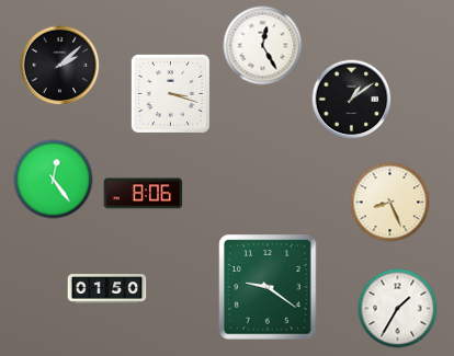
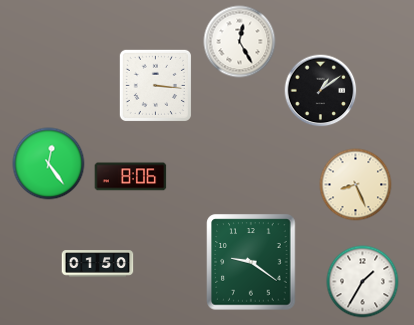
clock at (60, 66): 2:08 -> none
clock at (170, 93): 3:18 -> 3:16
clock at (268, 287) position: (268, 287) -> (251, 262)
